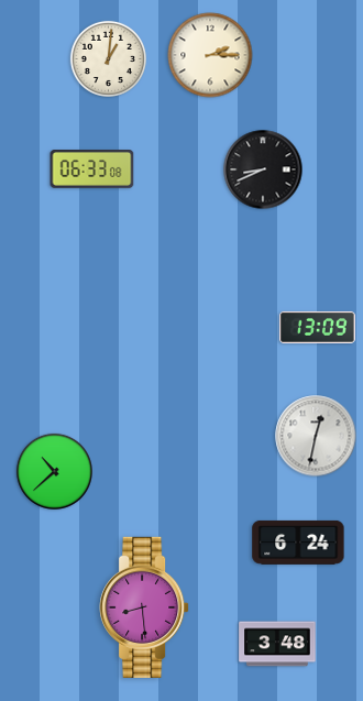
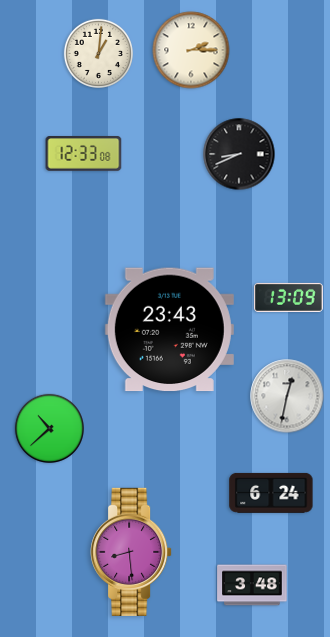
clock at (92, 169): 06:33 -> 12:33
clock at (169, 330): none -> 23:43
